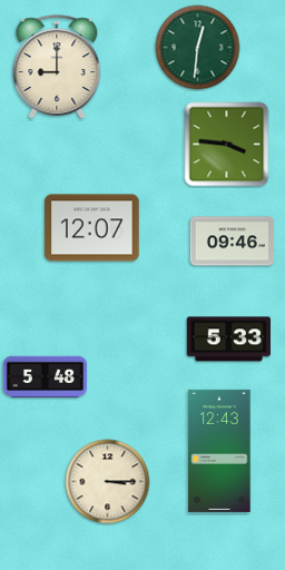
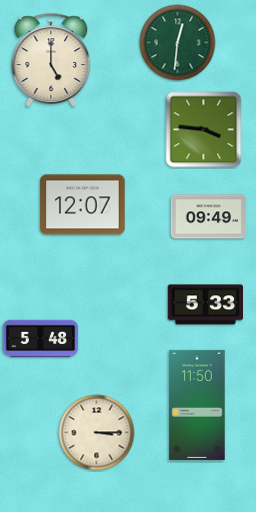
clock at (57, 67): 9:00 -> 5:00
clock at (233, 242): 09:46 -> 09:49
clock at (219, 451): 12:43 -> 11:50
